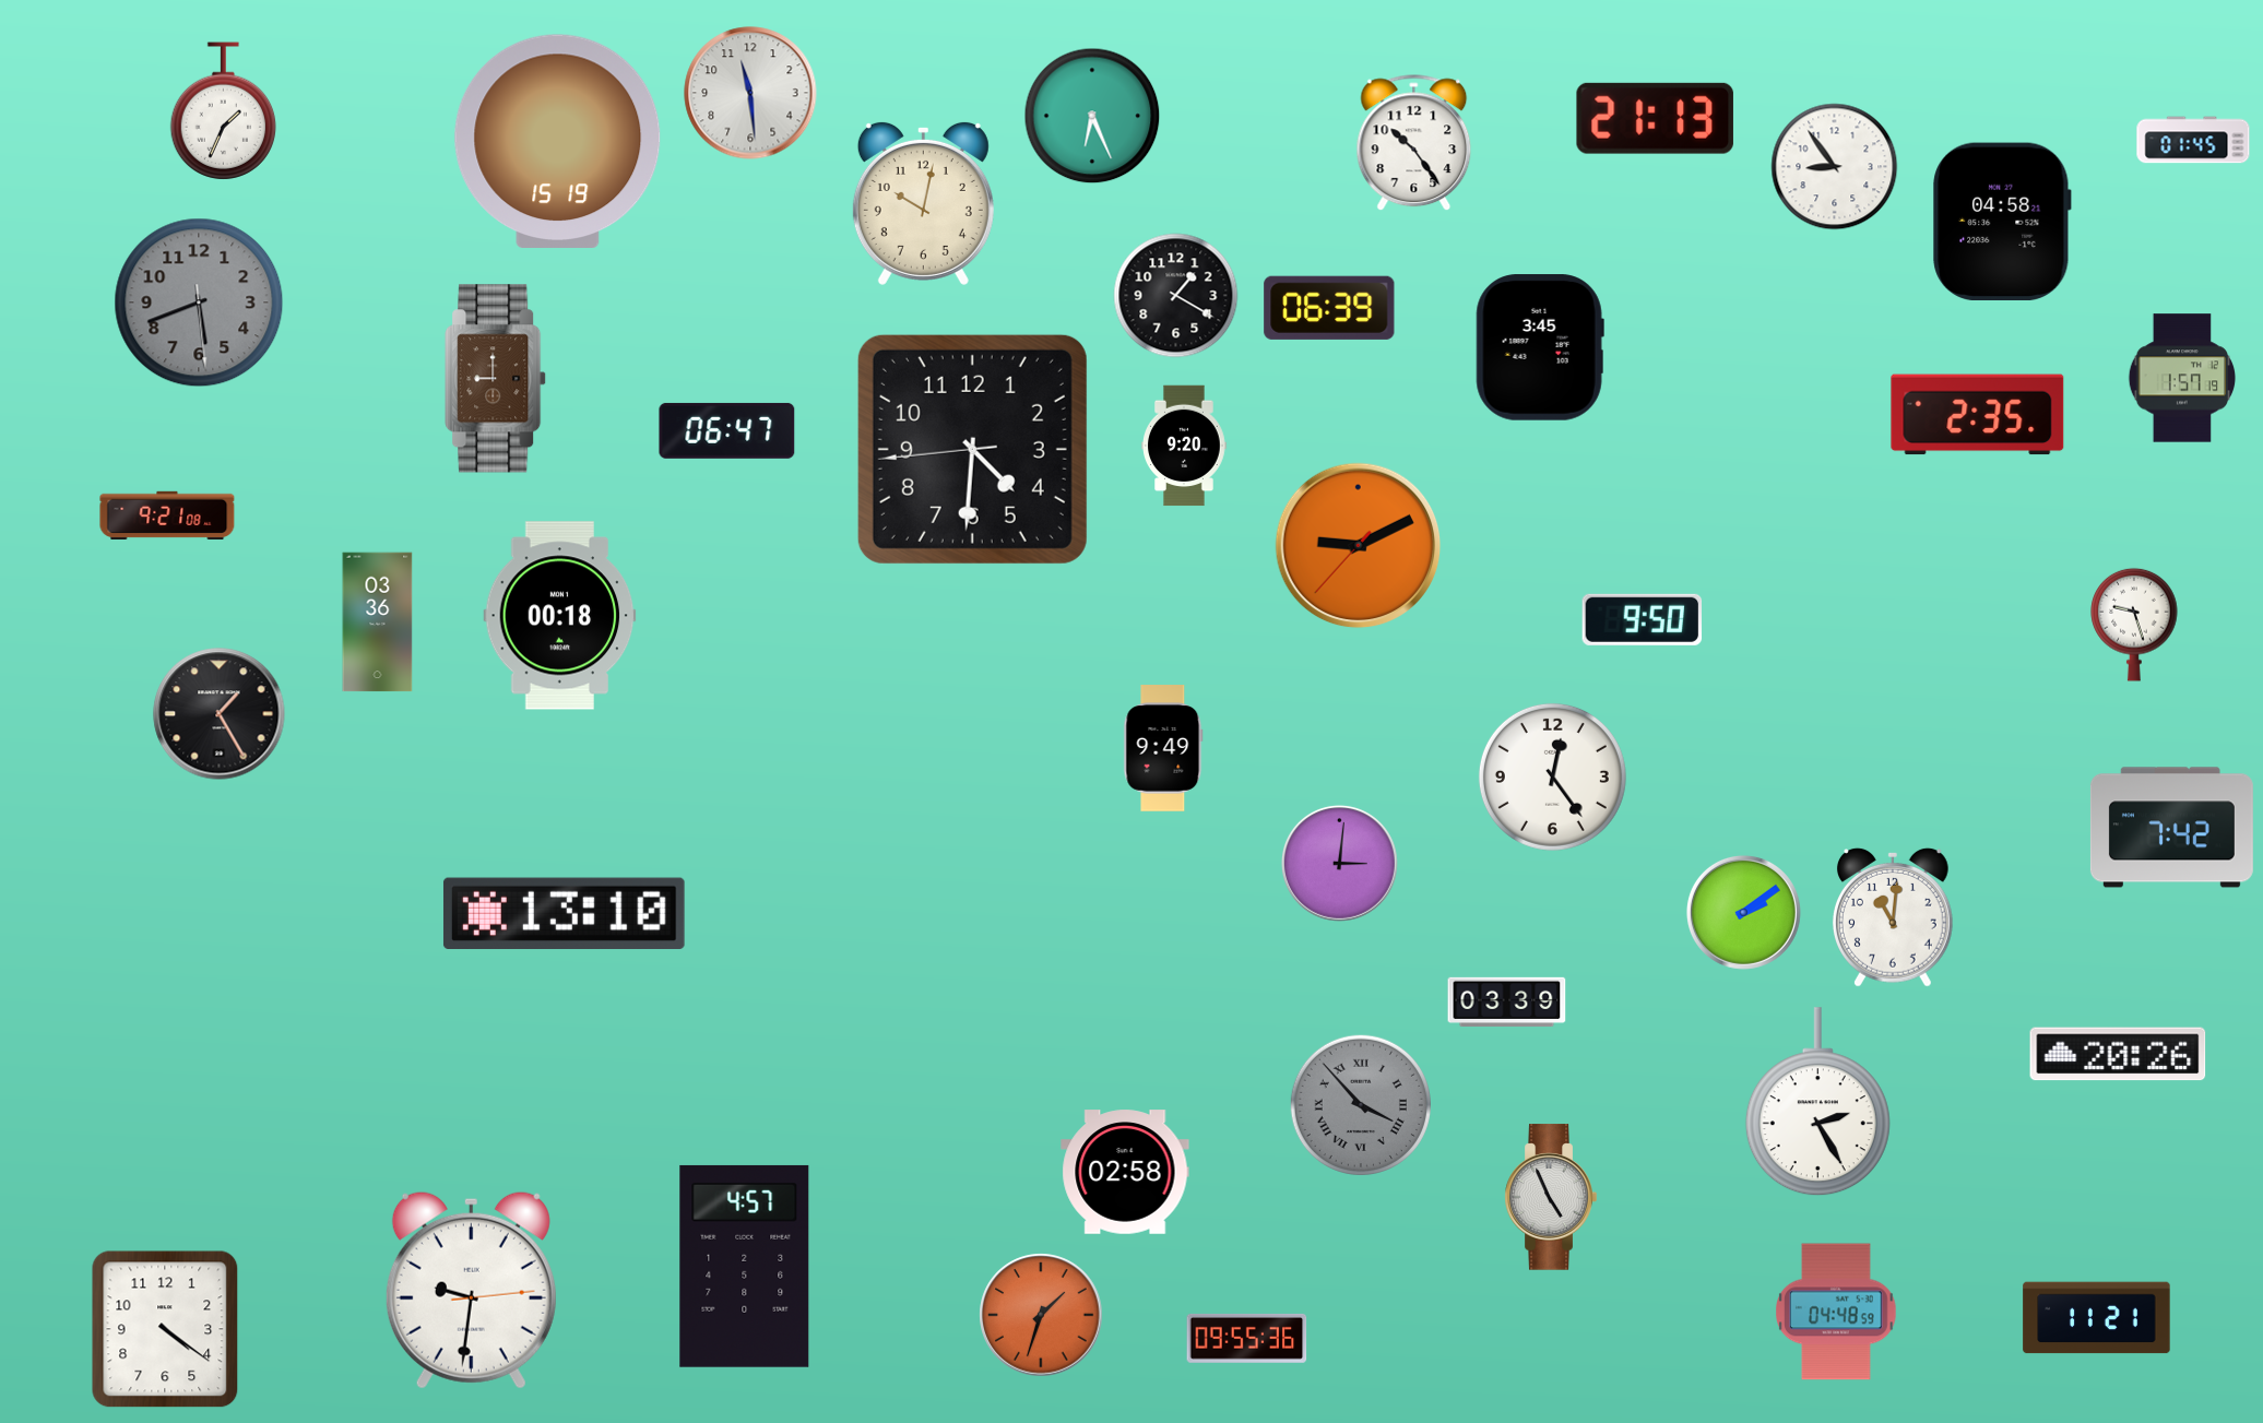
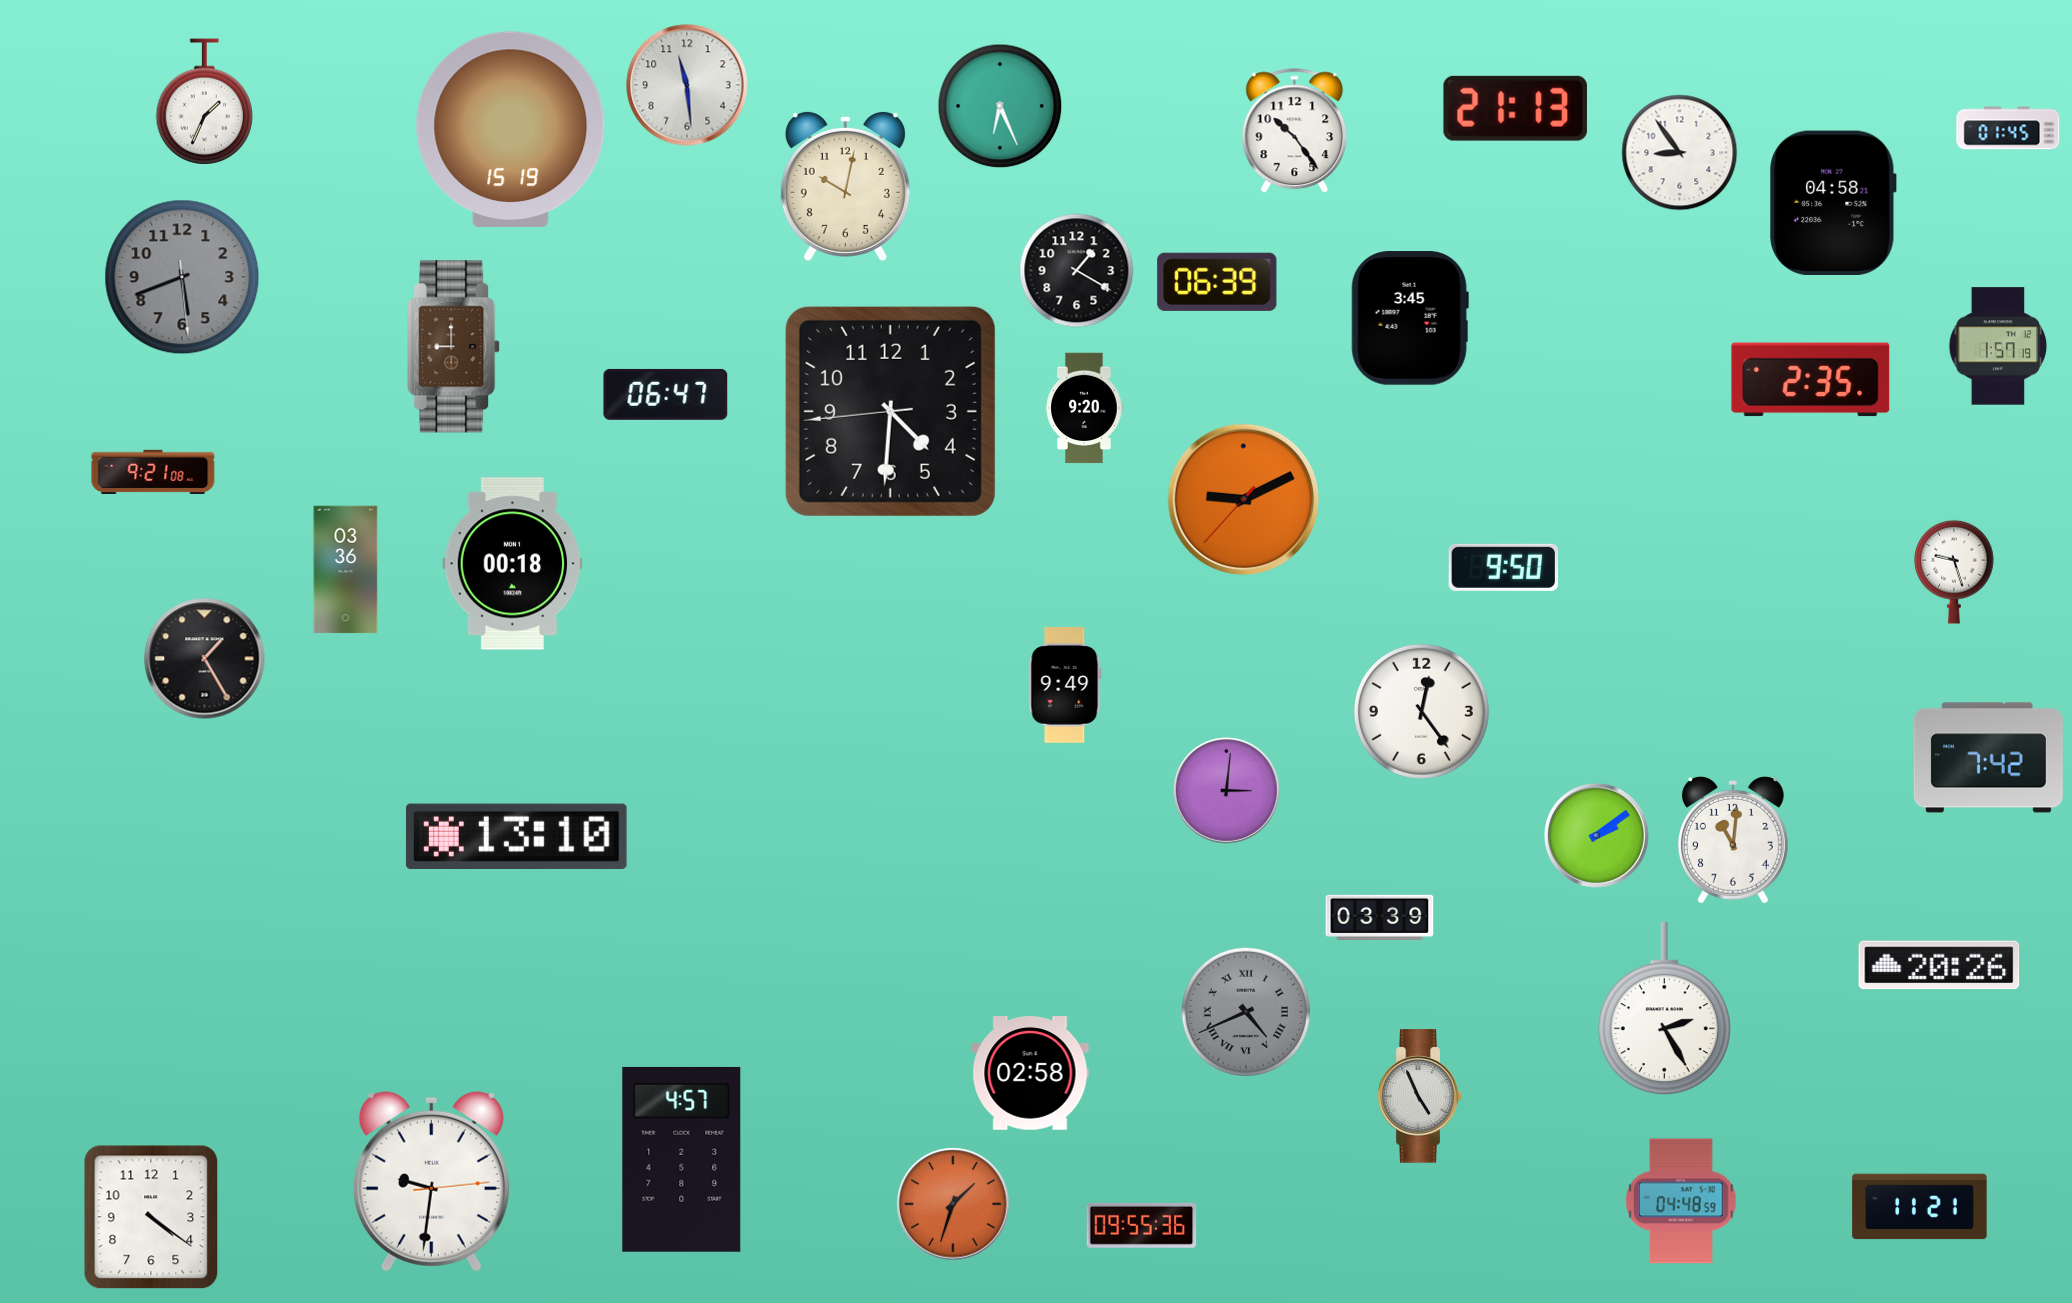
clock at (220, 714) position: (220, 714) -> (205, 659)
clock at (1361, 1105): 3:53 -> 4:41
